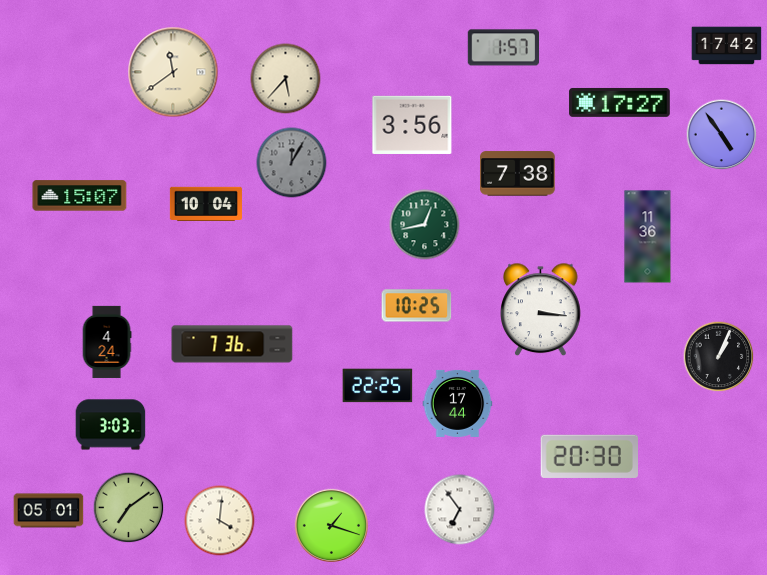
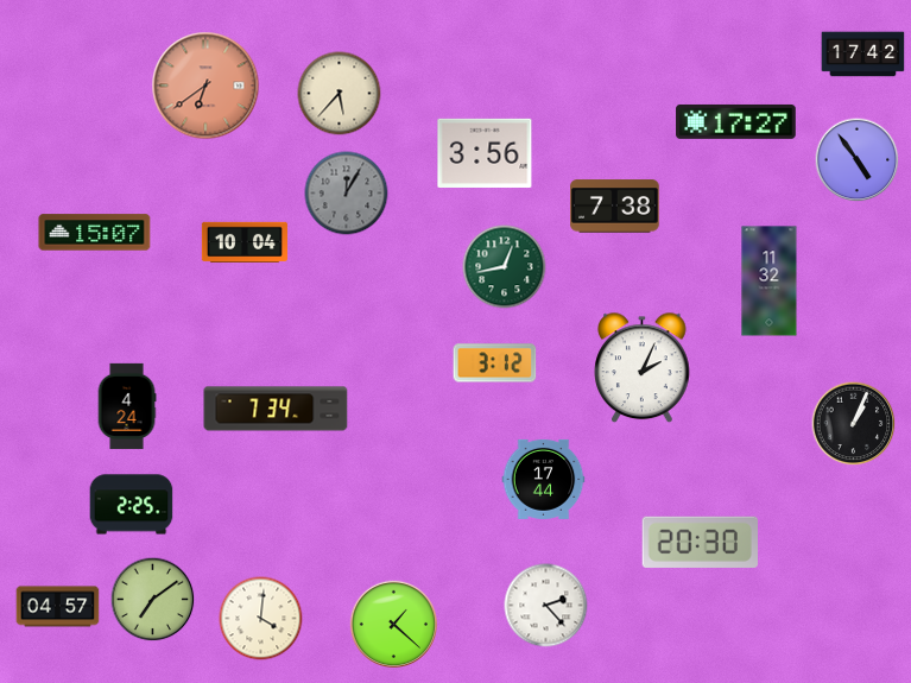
clock at (503, 48): 1:57 -> none
clock at (173, 72): 11:39 -> 6:39
clock at (173, 72) dial: cream -> salmon
clock at (412, 125) position: (412, 125) -> (485, 153)
clock at (648, 237): 11:36 -> 11:32
clock at (417, 306): 10:25 -> 3:12
clock at (541, 310): 3:16 -> 2:04
clock at (232, 344): 7:36 -> 7:34
clock at (378, 386): 22:25 -> none
clock at (111, 425): 3:03 -> 2:25
clock at (129, 508) position: (129, 508) -> (153, 600)
clock at (460, 510): 6:54 -> 2:23
clock at (49, 511): 05:01 -> 04:57
clock at (331, 525): 1:18 -> 1:22
